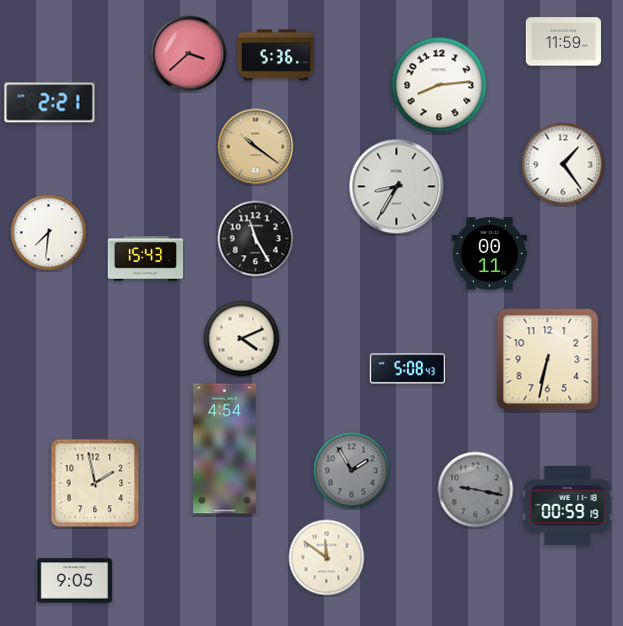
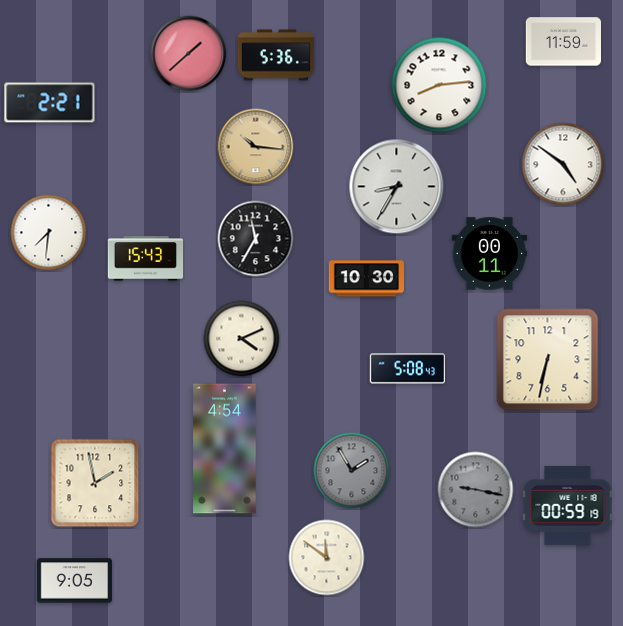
clock at (189, 54): 3:38 -> 1:38
clock at (256, 147): 10:21 -> 10:16
clock at (563, 164): 1:24 -> 4:51
clock at (256, 239): 11:25 -> 11:35
clock at (366, 279): none -> 10:30
